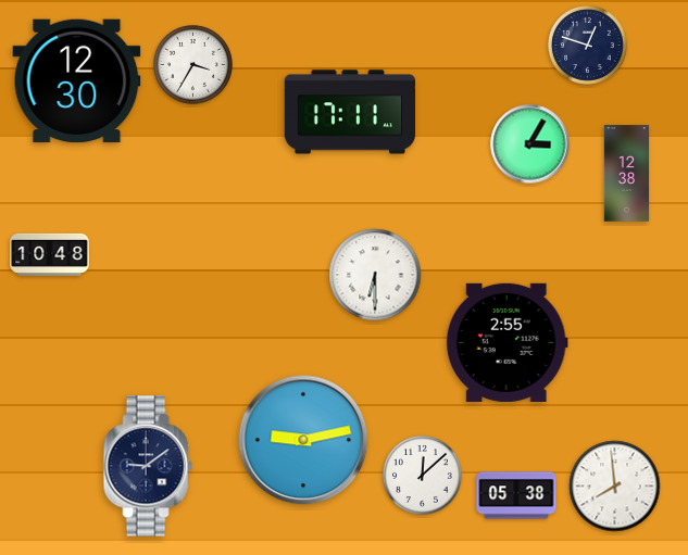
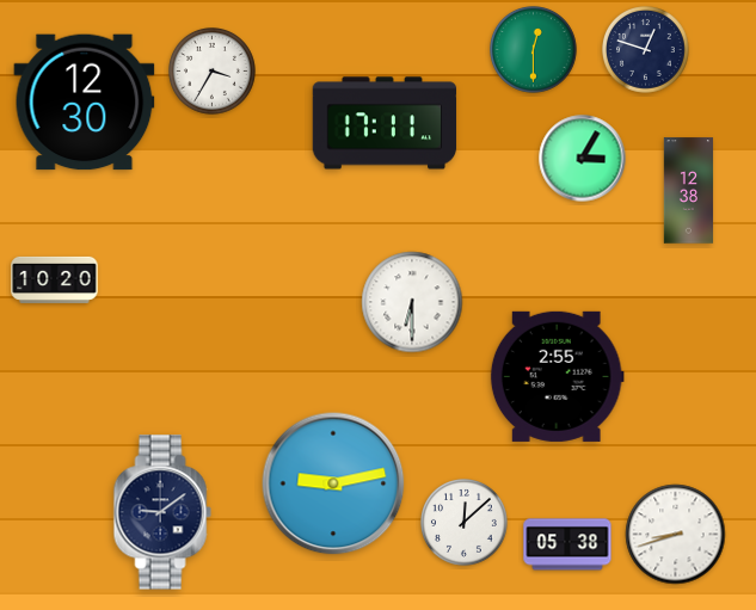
clock at (534, 50): none -> 12:30
clock at (77, 81) position: (77, 81) -> (85, 103)
clock at (50, 254): 10:48 -> 10:20
clock at (615, 487): 7:59 -> 8:42
